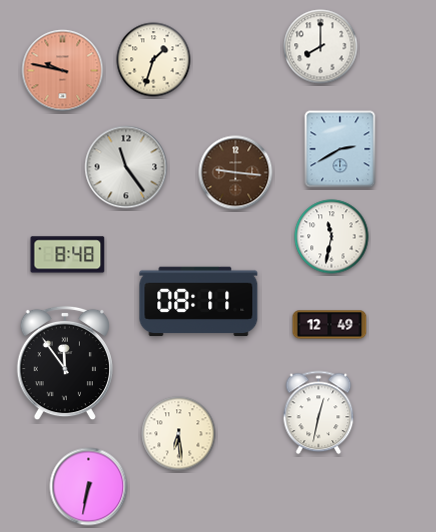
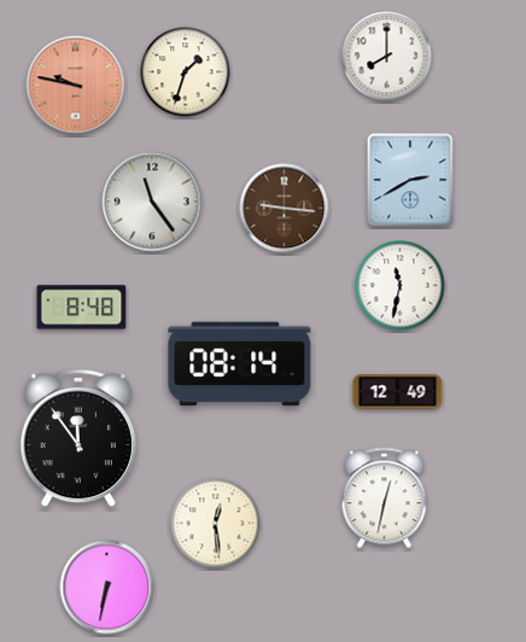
clock at (199, 302): 08:11 -> 08:14
clock at (179, 434): 6:29 -> 12:29
